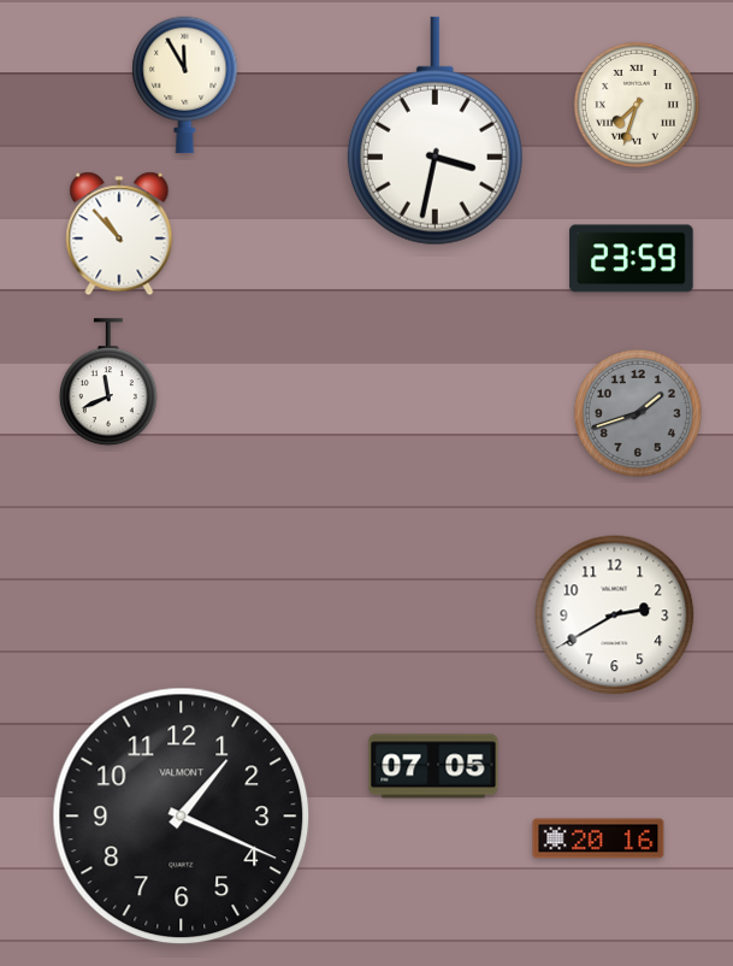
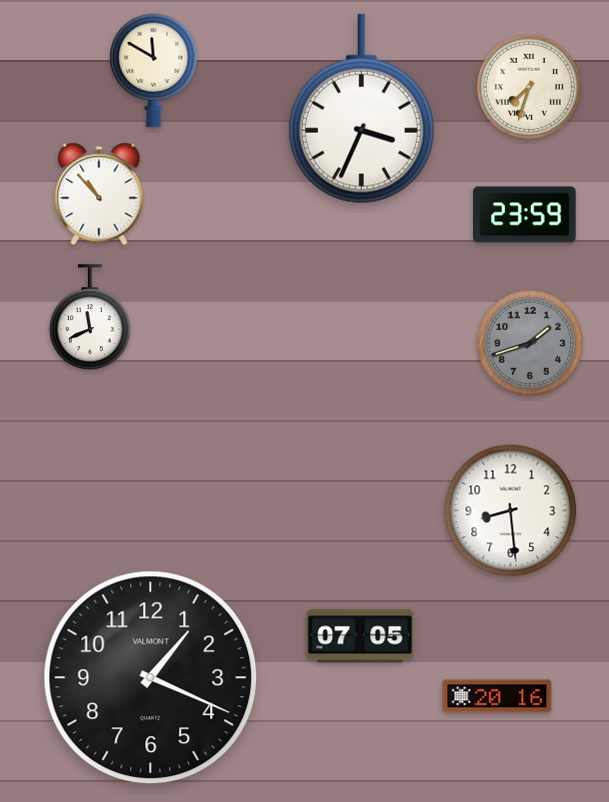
clock at (185, 86): 11:55 -> 11:50
clock at (435, 131): 3:32 -> 3:34
clock at (615, 615): 2:40 -> 8:29
